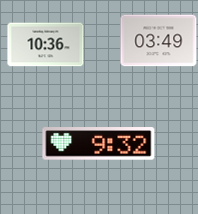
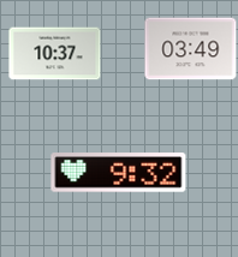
clock at (46, 45): 10:36 -> 10:37
